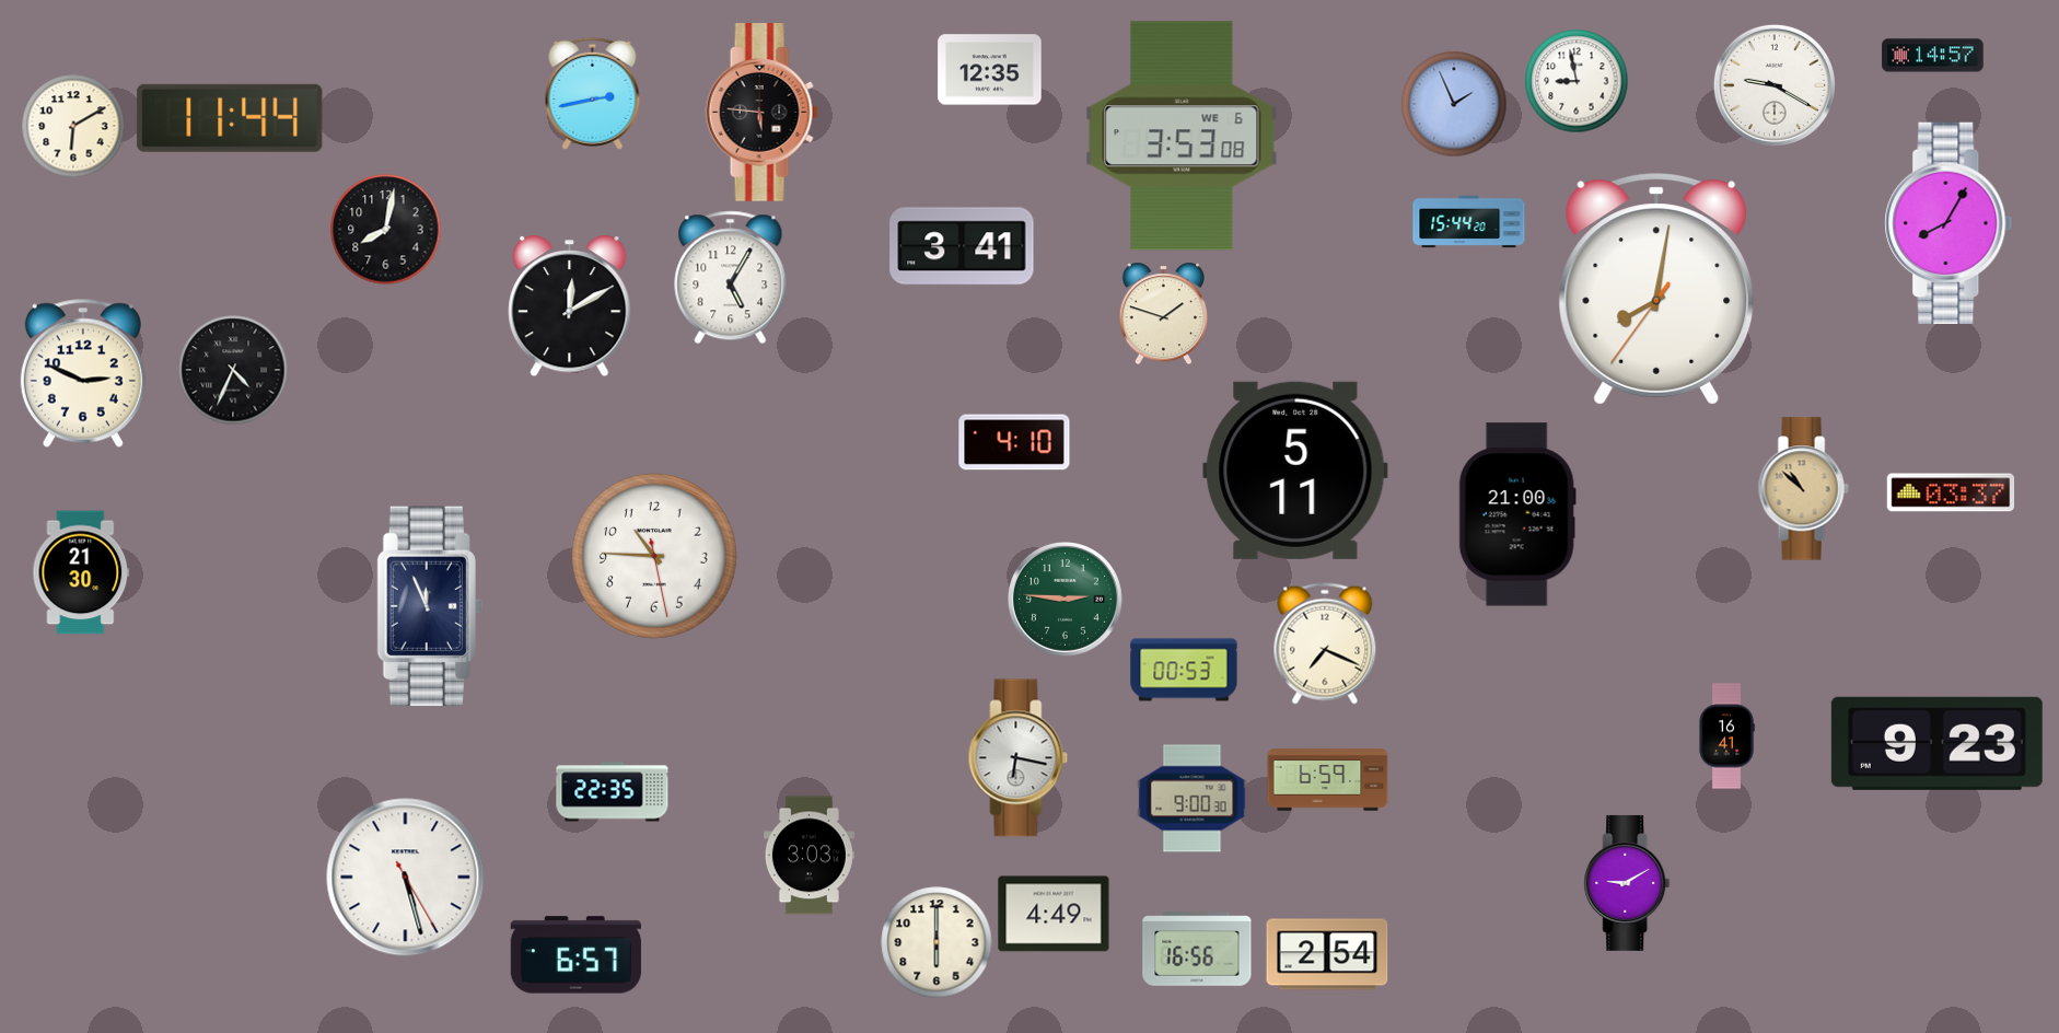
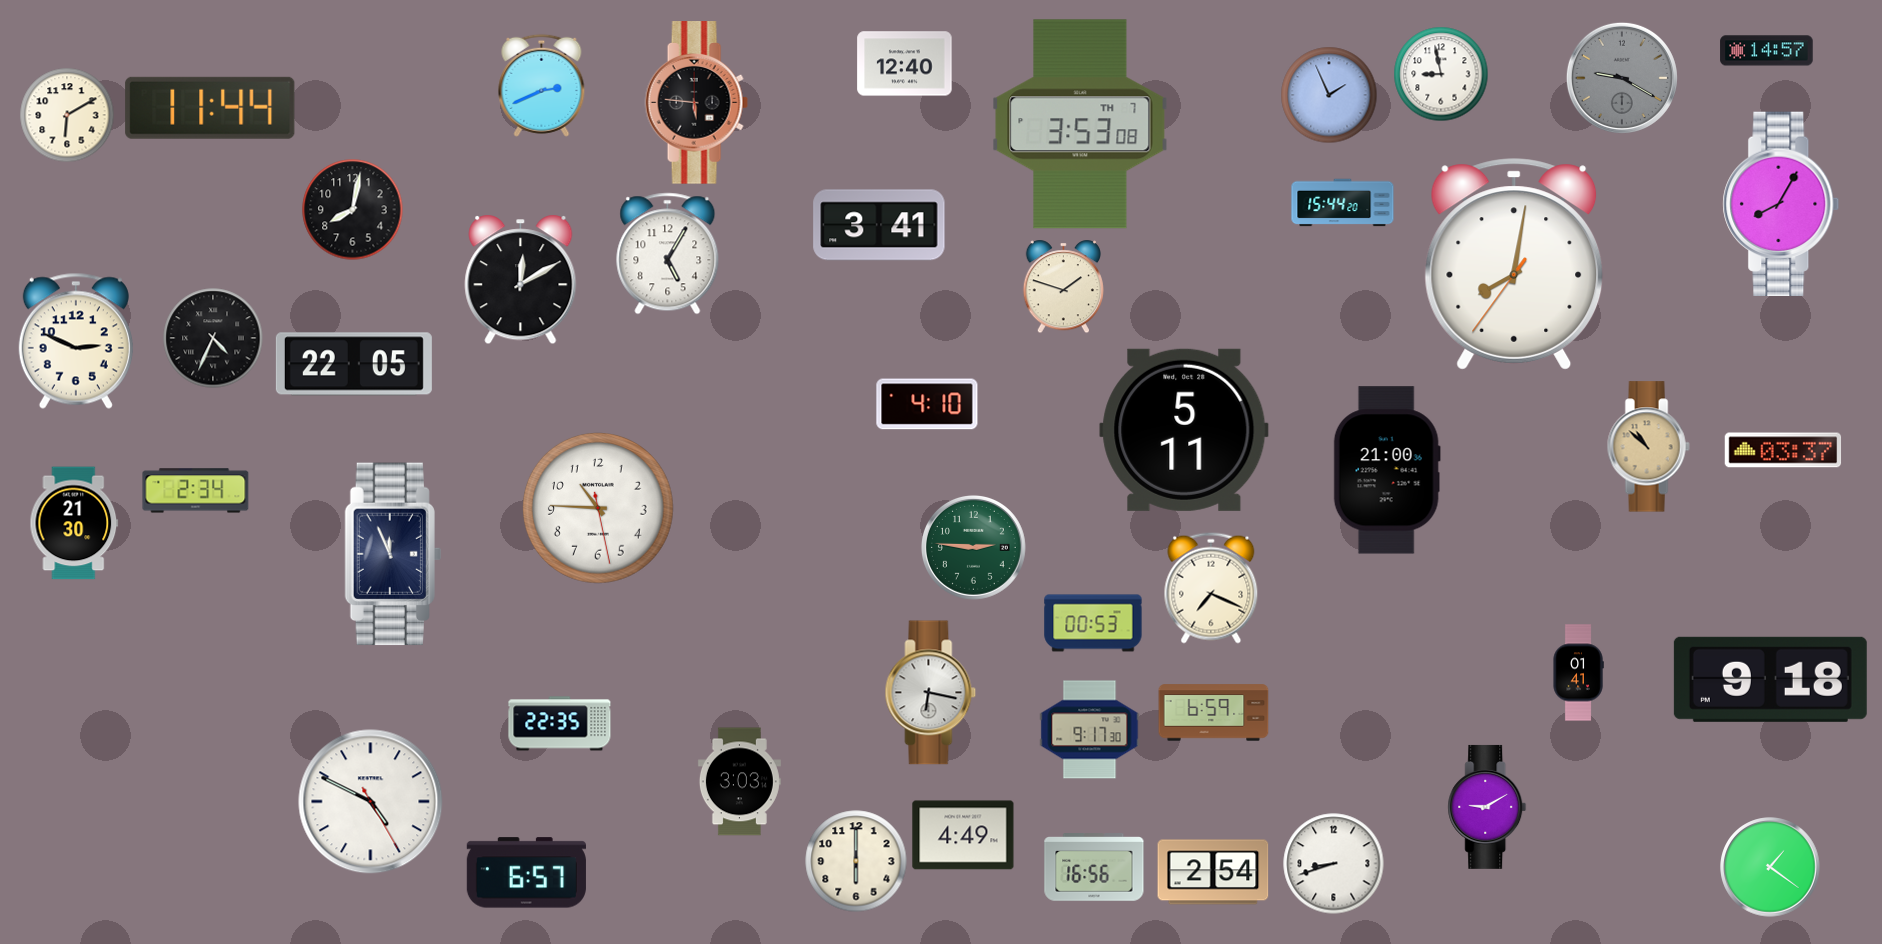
clock at (990, 70): 12:35 -> 12:40
clock at (1775, 85) dial: white -> grey
clock at (593, 93): 2:43 -> 2:41
clock at (1182, 136) date: WE 6 -> TH 7
clock at (354, 364): none -> 22:05
clock at (196, 491): none -> 2:34
clock at (1184, 670) position: (1184, 670) -> (1093, 623)
clock at (1726, 736): 16:41 -> 01:41
clock at (1936, 743): 9:23 -> 9:18
clock at (1193, 799): 9:00 -> 9:17
clock at (406, 878): 5:27 -> 4:49
clock at (1334, 864): none -> 8:42
clock at (1770, 867): none -> 1:21
